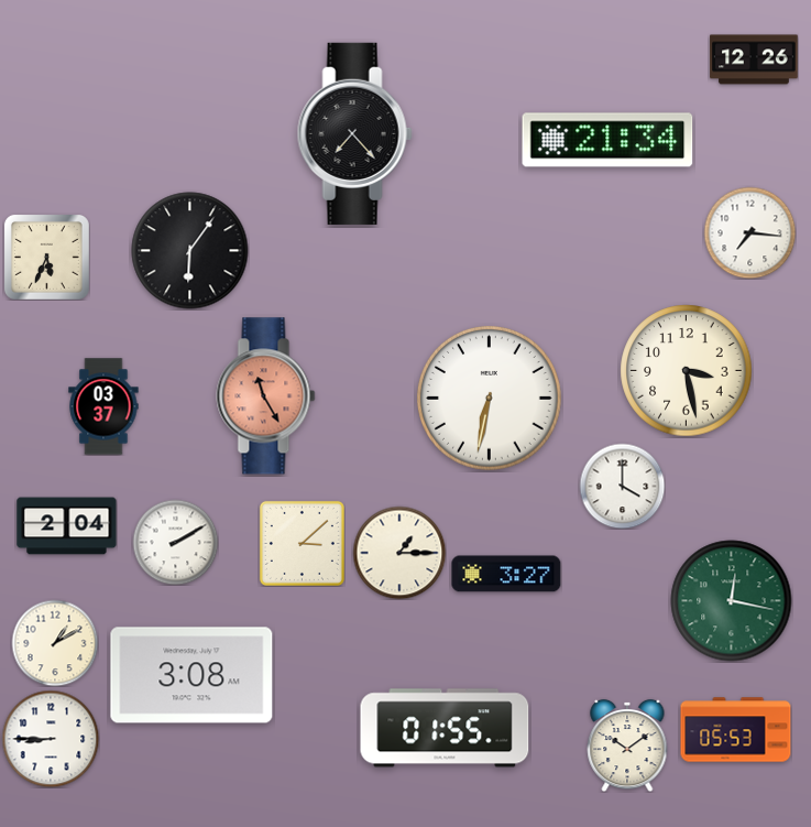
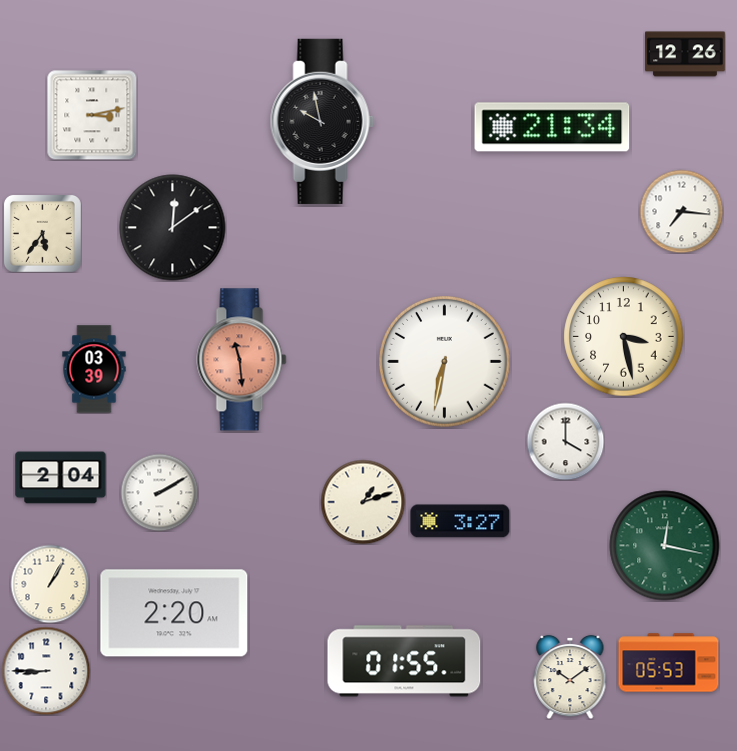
clock at (92, 115): none -> 3:13
clock at (354, 133): 7:23 -> 9:58
clock at (190, 251): 6:06 -> 12:09
clock at (46, 257): 5:34 -> 5:36
clock at (266, 396): 11:25 -> 11:29
clock at (103, 406): 03:37 -> 03:39
clock at (302, 543): 3:08 -> none
clock at (399, 553): 1:15 -> 1:12
clock at (55, 643): 1:10 -> 1:05
clock at (191, 675): 3:08 -> 2:20
